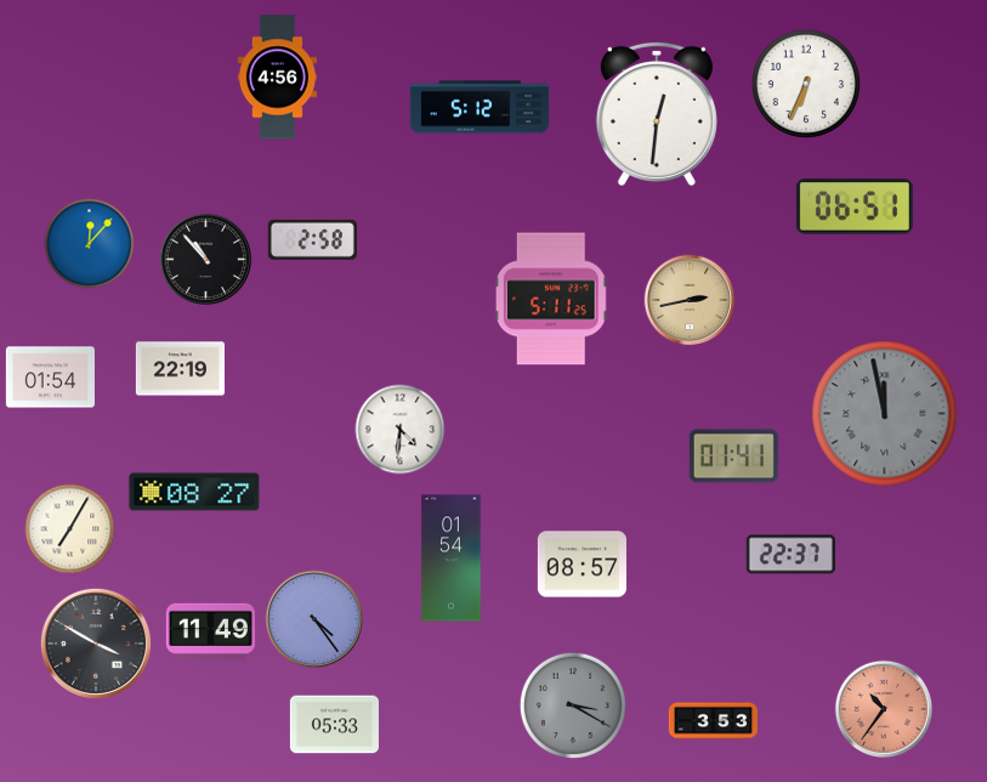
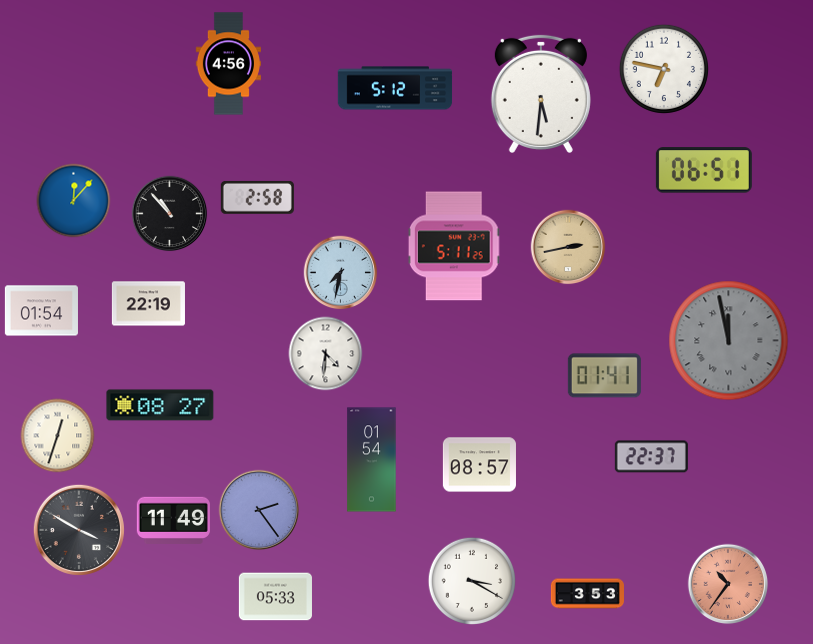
clock at (806, 84): 6:34 -> 6:47
clock at (657, 114): 12:31 -> 5:31
clock at (341, 273): none -> 7:32
clock at (401, 430) position: (401, 430) -> (326, 354)
clock at (70, 529): 7:05 -> 12:33
clock at (314, 619): 4:24 -> 2:24
clock at (572, 704) dial: grey -> white
